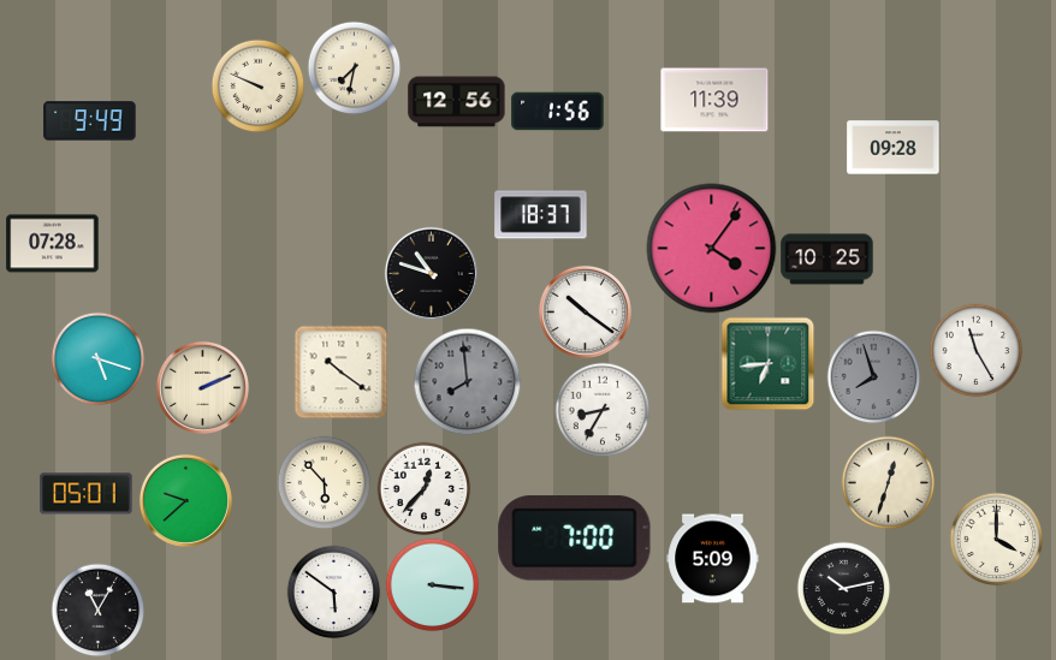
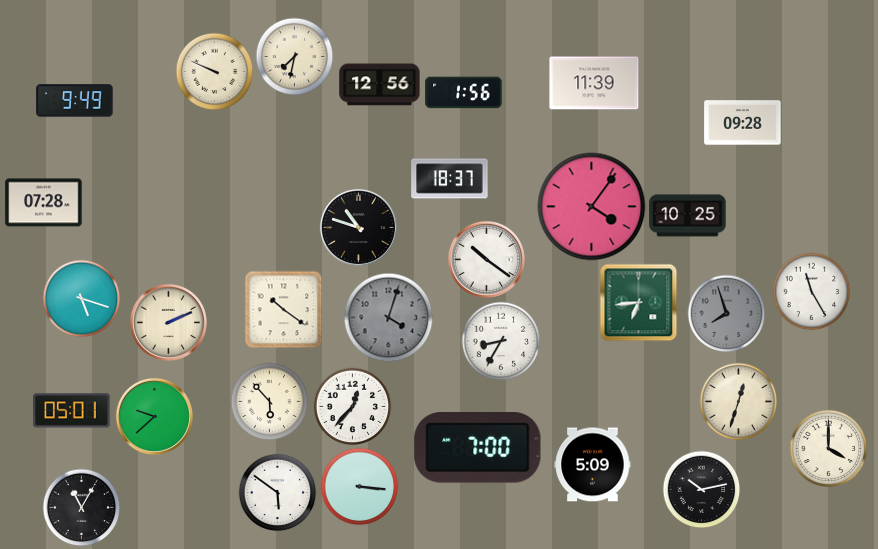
clock at (467, 381): 7:59 -> 4:03
